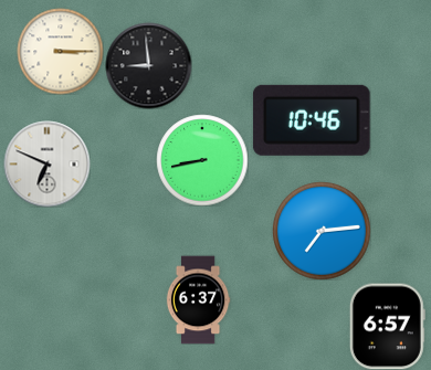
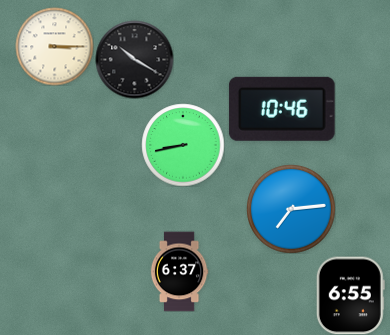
clock at (148, 65): 8:59 -> 10:20
clock at (46, 163): 6:49 -> none
clock at (387, 326): 6:57 -> 6:55
